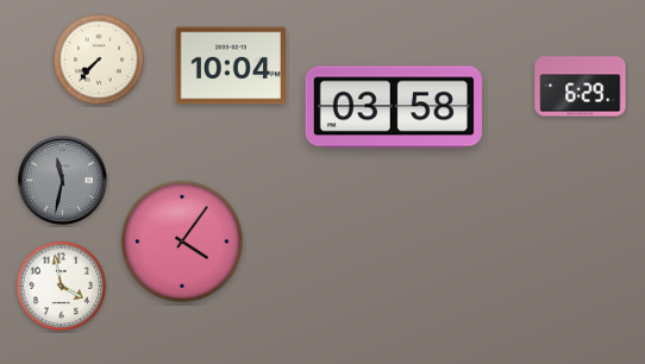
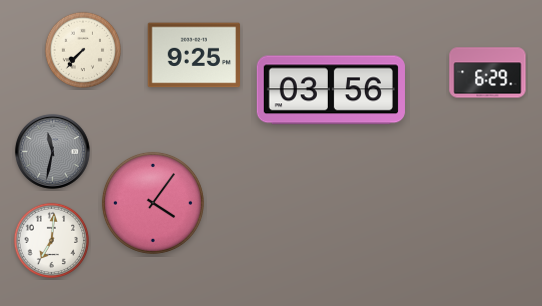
clock at (231, 65): 10:04 -> 9:25
clock at (394, 107): 03:58 -> 03:56
clock at (62, 287): 3:58 -> 7:01
